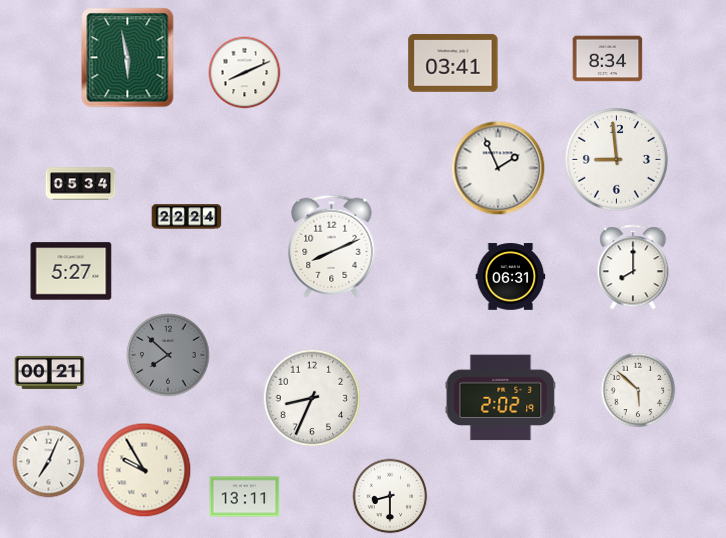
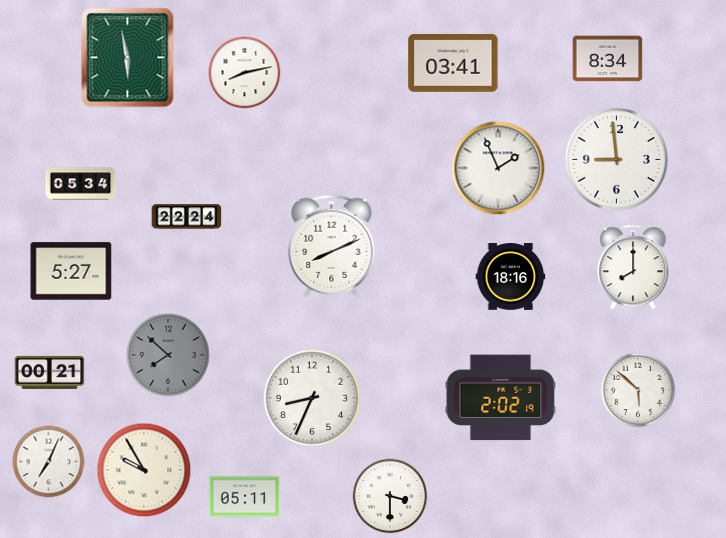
clock at (245, 73): 8:11 -> 8:13
clock at (511, 277): 06:31 -> 18:16
clock at (390, 496): 8:30 -> 3:30
clock at (245, 497): 13:11 -> 05:11
